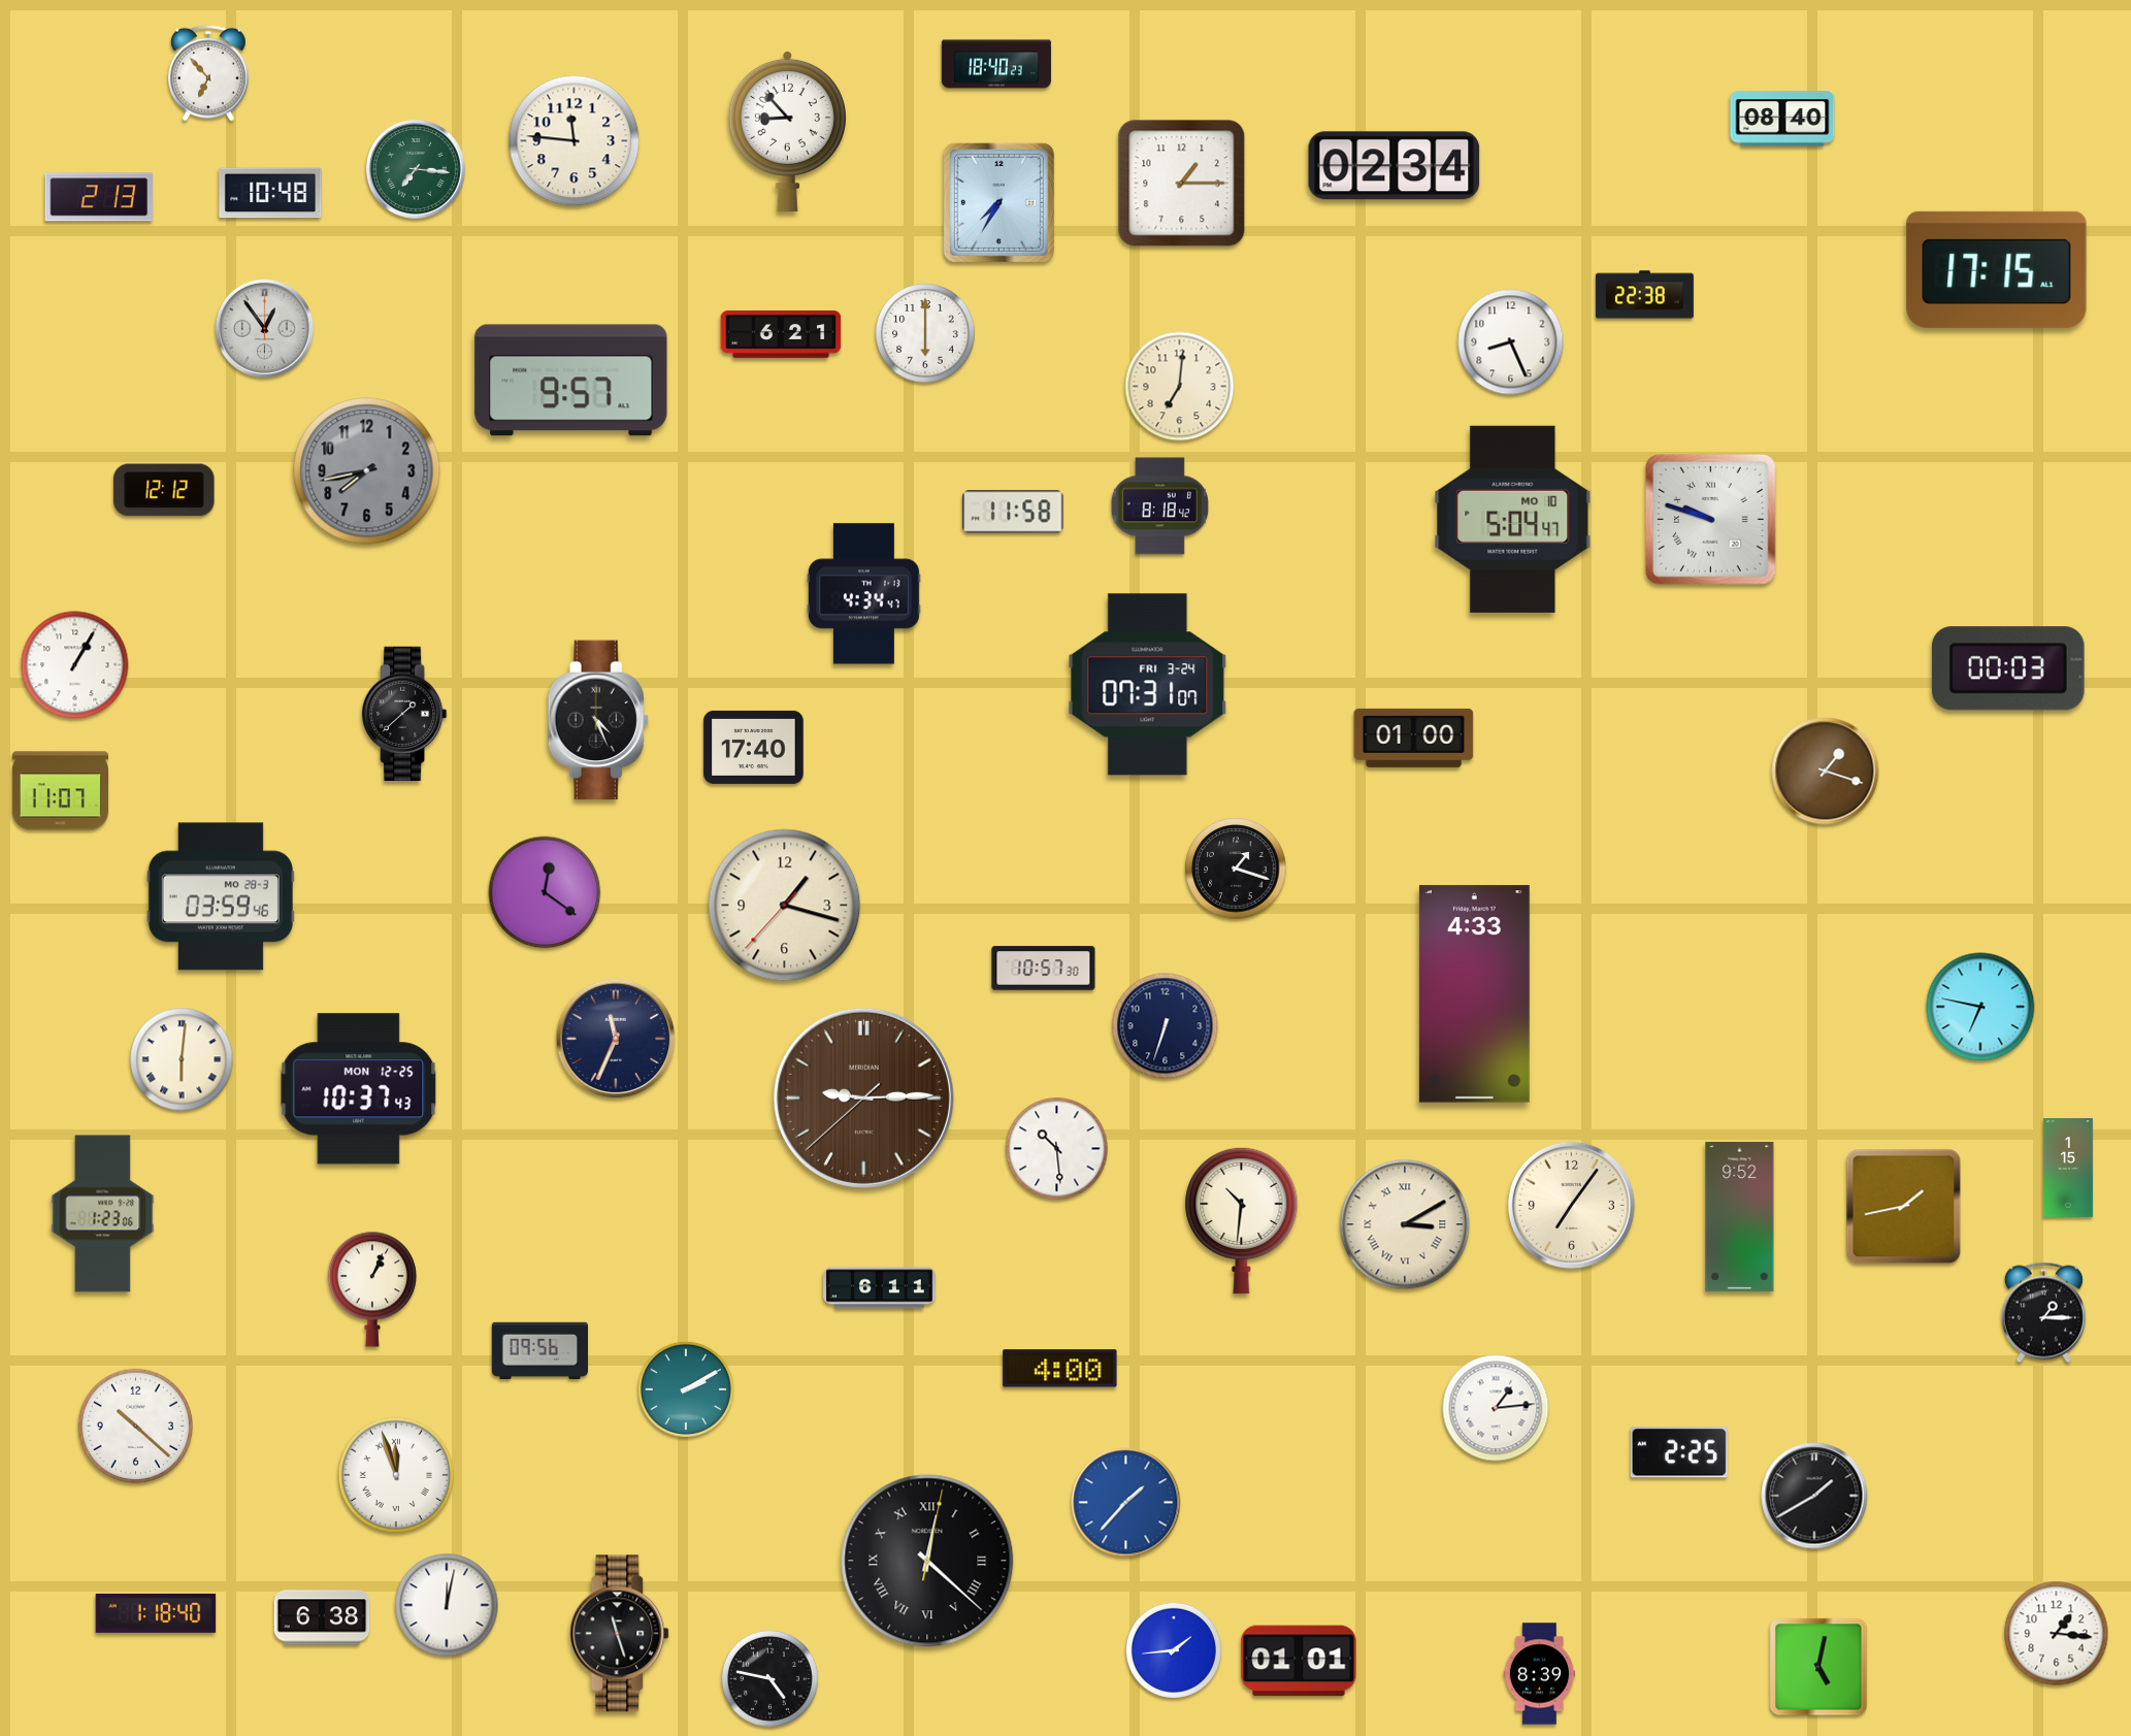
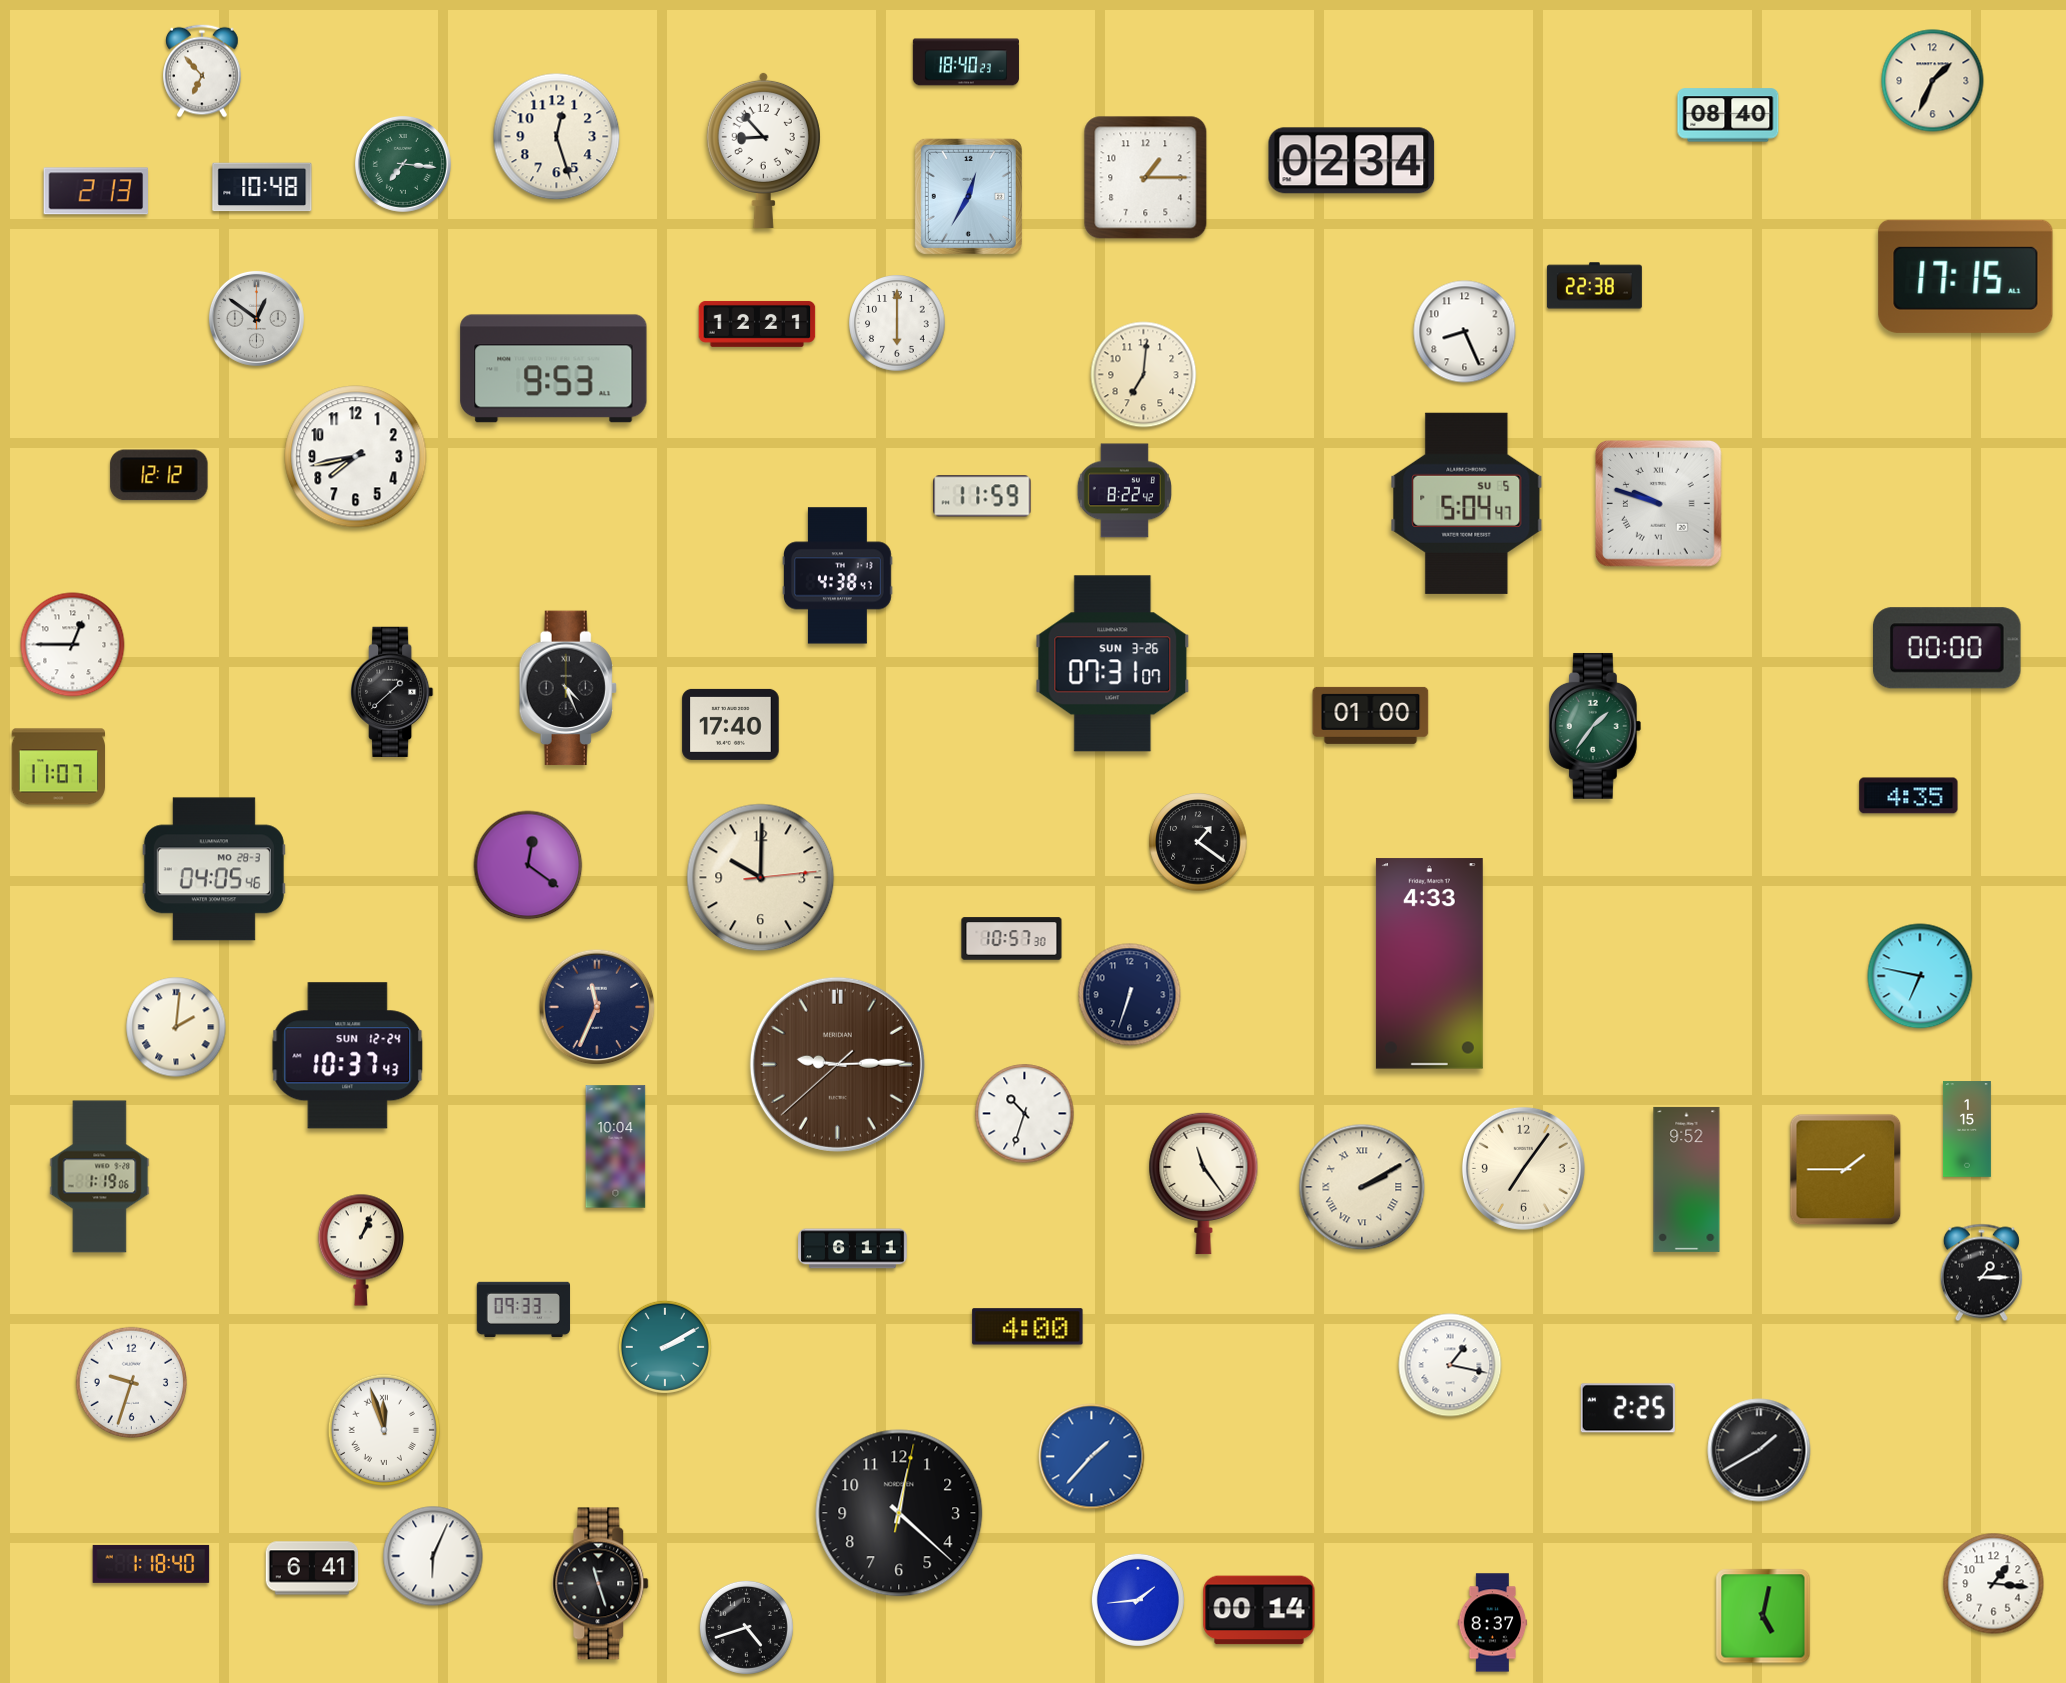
clock at (1933, 81): none -> 1:34
clock at (787, 130) position: (787, 130) -> (763, 149)
clock at (575, 141): 11:46 -> 12:27
clock at (998, 202): 7:35 -> 12:35
clock at (1997, 269) position: (1997, 269) -> (1966, 276)
clock at (264, 328): 12:54 -> 12:51
clock at (781, 334): 6:21 -> 12:21
clock at (571, 381): 9:57 -> 9:53
clock at (367, 471) dial: grey -> white
clock at (1159, 506): 8:18 -> 8:22
clock at (1013, 512): 11:58 -> 11:59
clock at (1513, 519) date: MO 10 -> SU 5
clock at (864, 594): 4:34 -> 4:38
clock at (75, 665): 1:05 -> 12:45
clock at (2008, 668): 00:03 -> 00:00
clock at (1148, 685) date: FRI 3-24 -> SUN 3-26
clock at (598, 720) position: (598, 720) -> (568, 688)
clock at (1595, 726): none -> 1:36
clock at (1826, 772): 1:18 -> none
clock at (1909, 796): none -> 4:35
clock at (1236, 869): 1:18 -> 1:21
clock at (221, 896): 03:59 -> 04:05
clock at (785, 906): 1:17 -> 10:00
clock at (182, 1059): 6:01 -> 2:01
clock at (359, 1089) date: MON 12-25 -> SUN 12-24
clock at (1057, 1149): 10:29 -> 10:33
clock at (2068, 1168) position: (2068, 1168) -> (1967, 1129)
clock at (616, 1147): none -> 10:04
clock at (1904, 1207): 1:43 -> 1:45
clock at (103, 1214): 1:23 -> 1:19
clock at (1242, 1220): 10:31 -> 11:24
clock at (1405, 1224): 3:10 -> 2:10
clock at (539, 1350): 09:56 -> 09:33
clock at (1496, 1408): 1:14 -> 1:17
clock at (136, 1427): 10:22 -> 9:33
clock at (927, 1561) numerals: Roman -> Arabic
clock at (447, 1605): 12:02 -> 6:04
clock at (322, 1617): 6:38 -> 6:41
clock at (1299, 1661): 01:01 -> 00:14
clock at (1540, 1674): 8:39 -> 8:37
clock at (769, 1678): 4:47 -> 4:42
